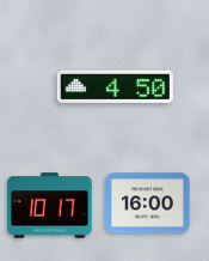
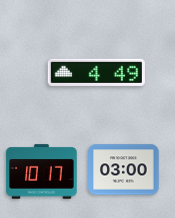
clock at (115, 86): 4:50 -> 4:49
clock at (148, 204): 16:00 -> 03:00
